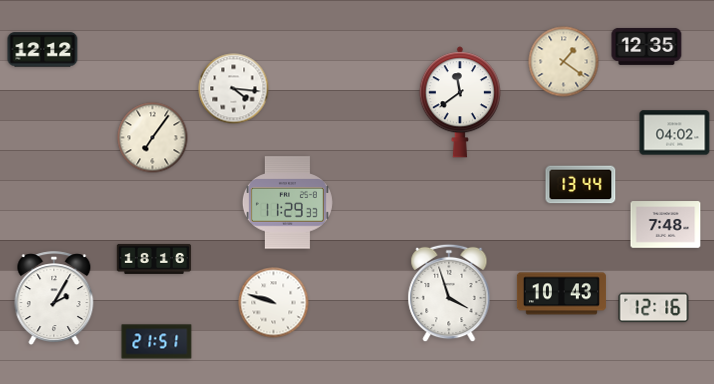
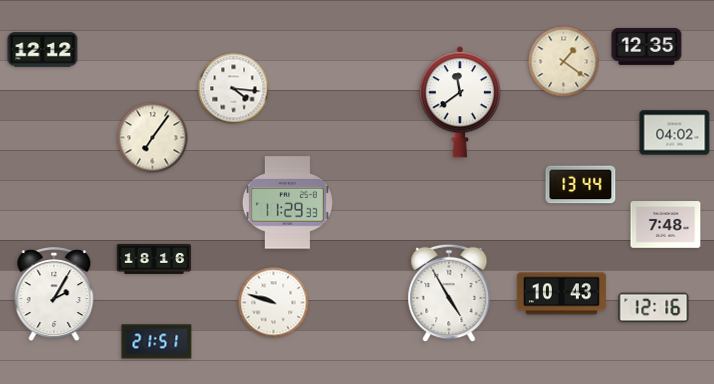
clock at (449, 293): 3:57 -> 4:55
clock at (54, 299) position: (54, 299) -> (54, 295)
